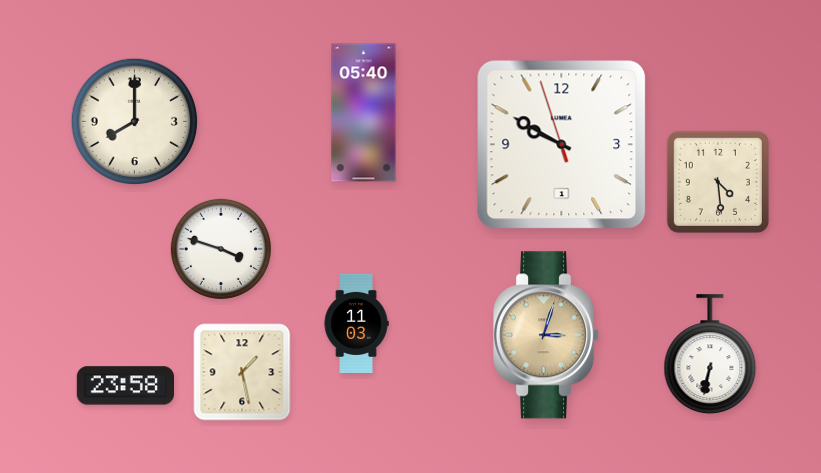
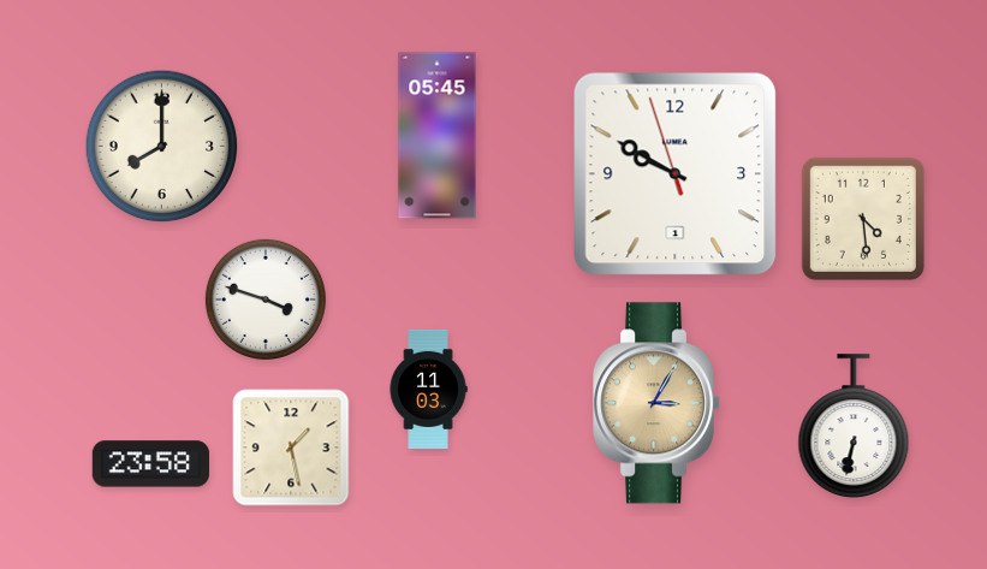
clock at (364, 113): 05:40 -> 05:45
clock at (547, 335): 3:03 -> 3:05
